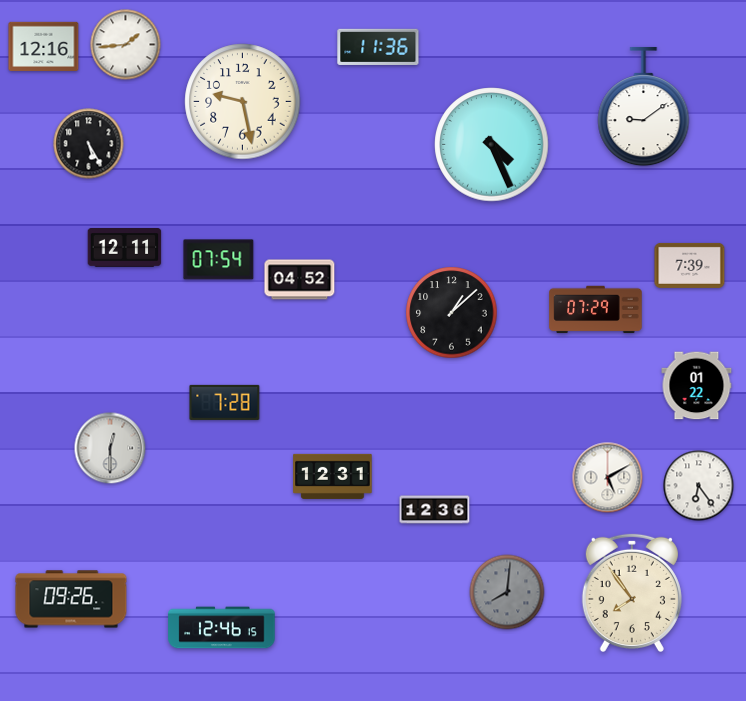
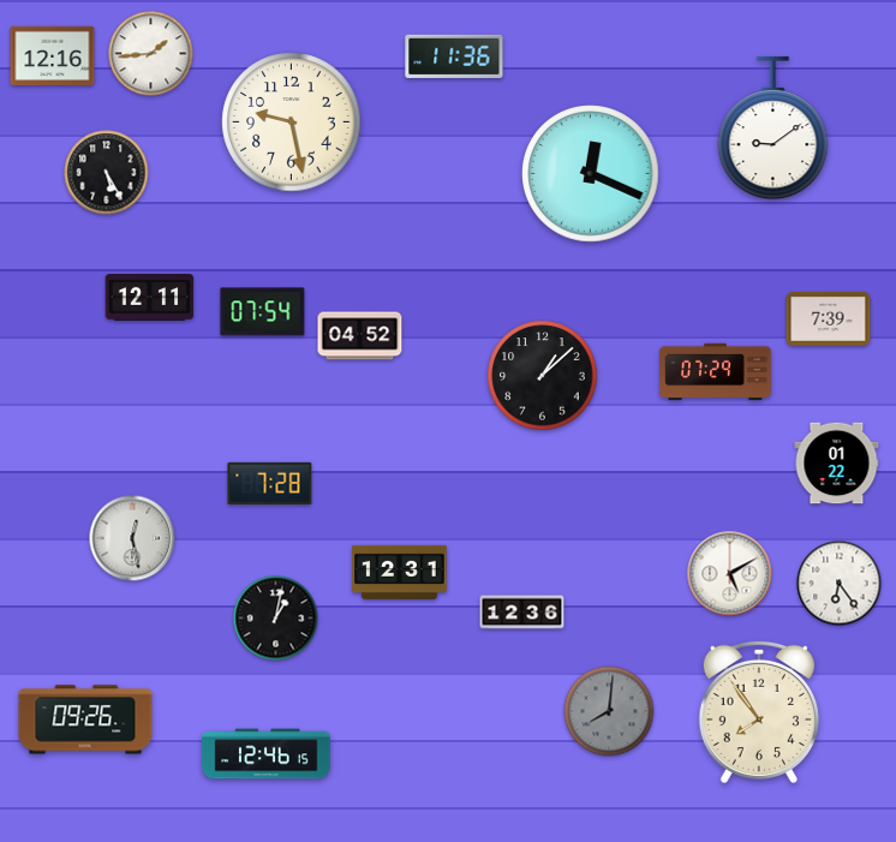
clock at (492, 145): 4:26 -> 12:19
clock at (110, 448): 12:30 -> 12:28
clock at (276, 619): none -> 1:02
